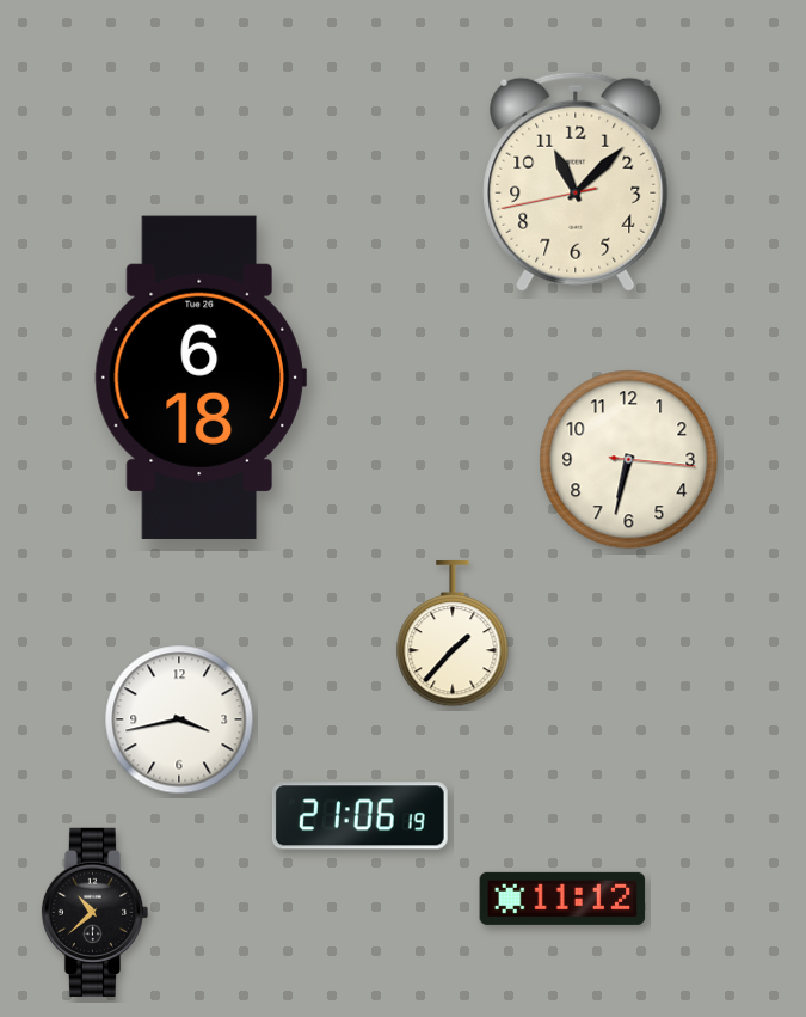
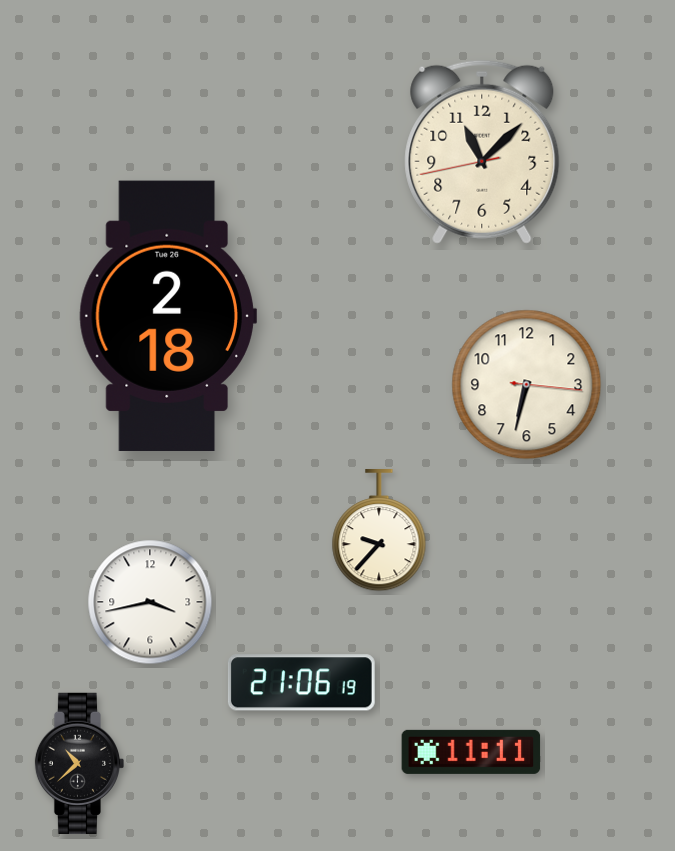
clock at (201, 378): 6:18 -> 2:18
clock at (453, 635): 1:37 -> 9:37
clock at (562, 899): 11:12 -> 11:11
